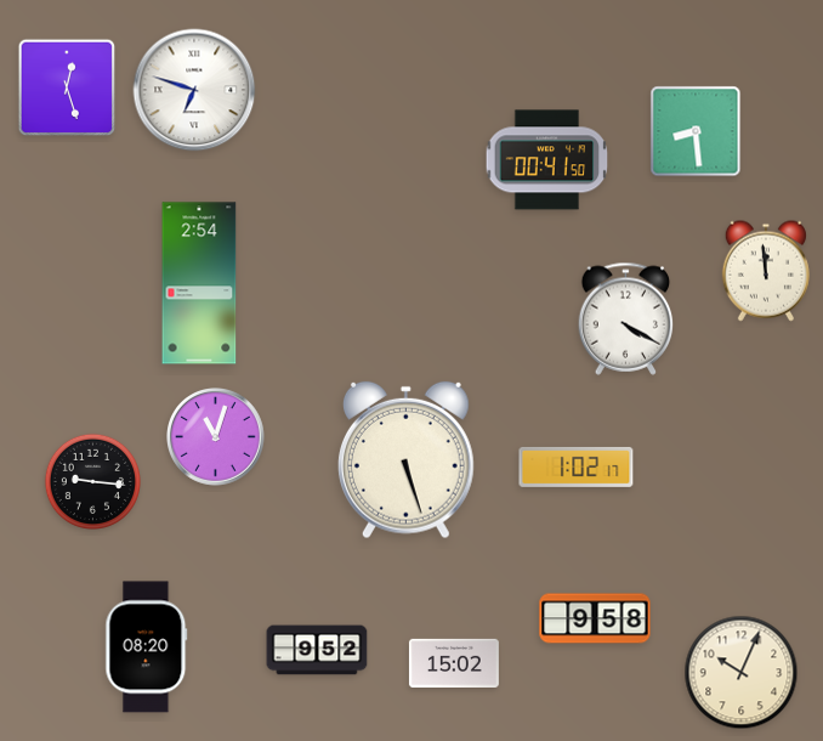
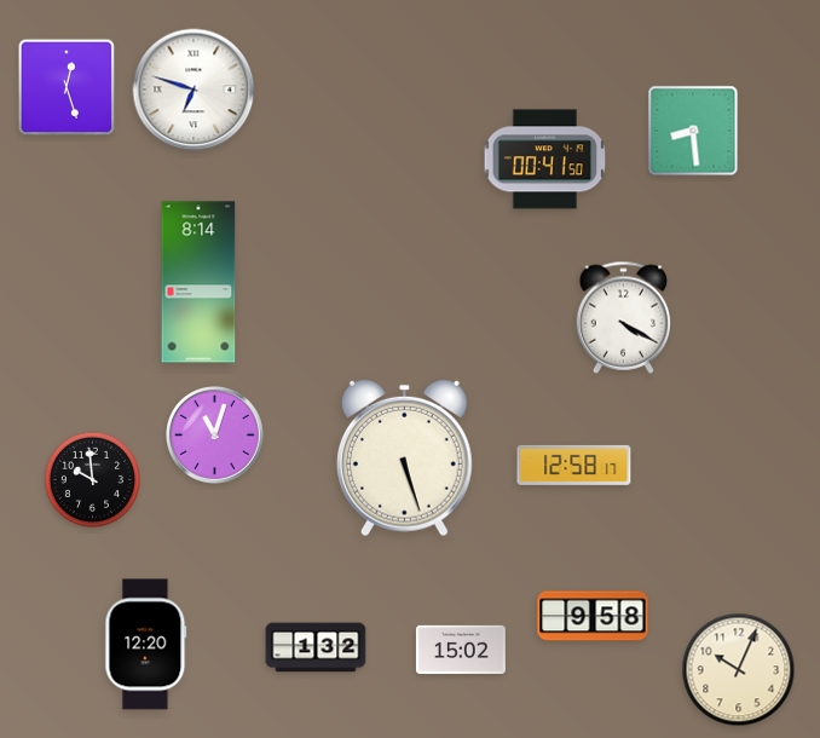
clock at (766, 271): 11:59 -> none
clock at (199, 283): 2:54 -> 8:14
clock at (577, 466): 1:02 -> 12:58
clock at (92, 481): 9:16 -> 9:59
clock at (147, 647): 08:20 -> 12:20
clock at (317, 650): 9:52 -> 1:32
clock at (454, 662) position: (454, 662) -> (461, 648)
